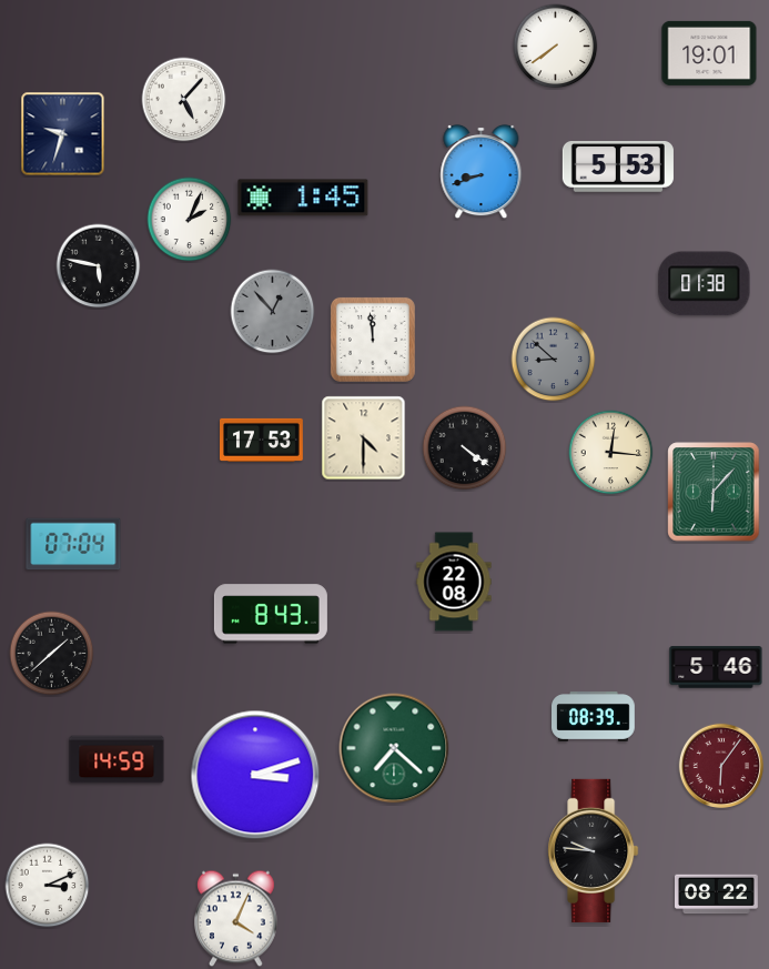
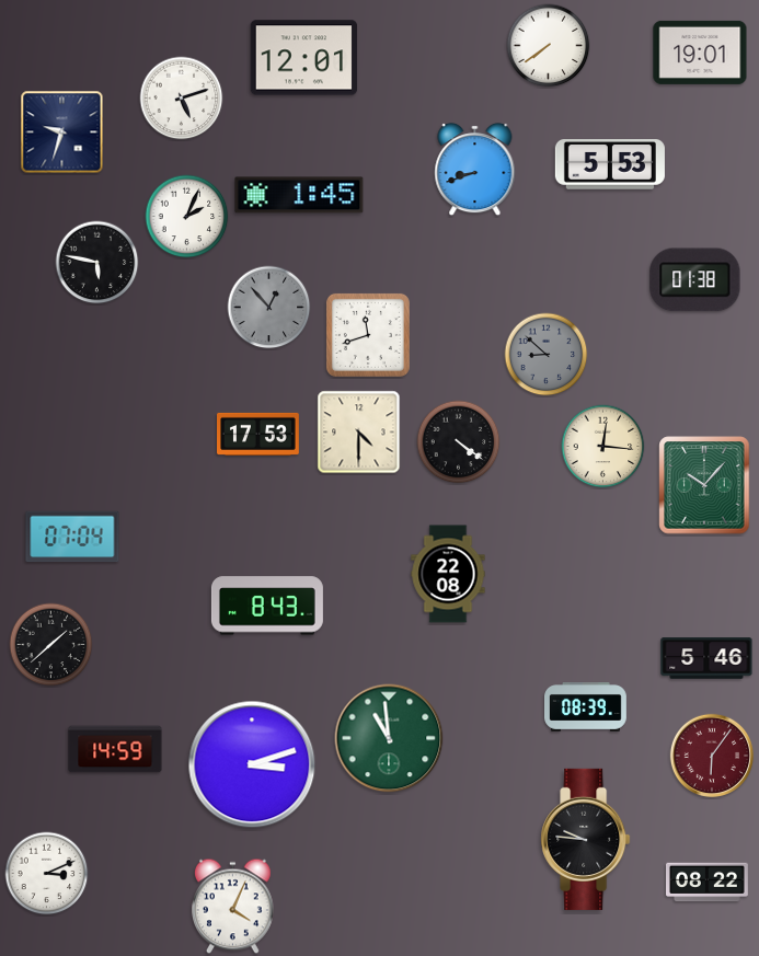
clock at (304, 58): none -> 12:01
clock at (184, 100): 5:07 -> 5:12
clock at (373, 340): 11:59 -> 11:42
clock at (714, 492): 6:07 -> 10:07
clock at (394, 748): 7:22 -> 10:59
